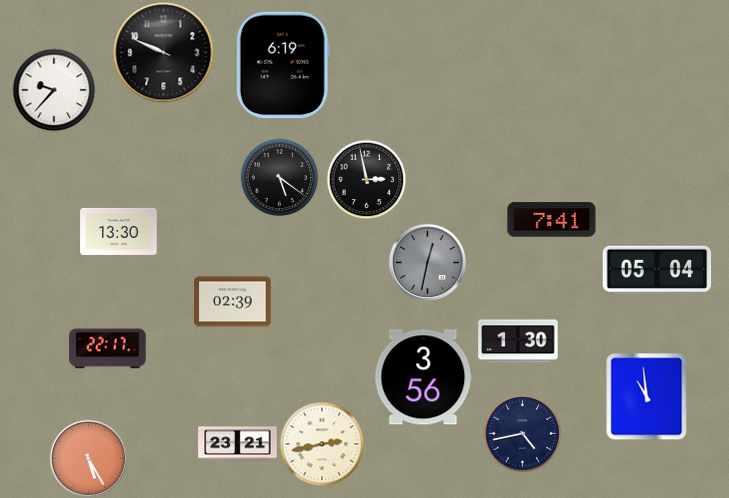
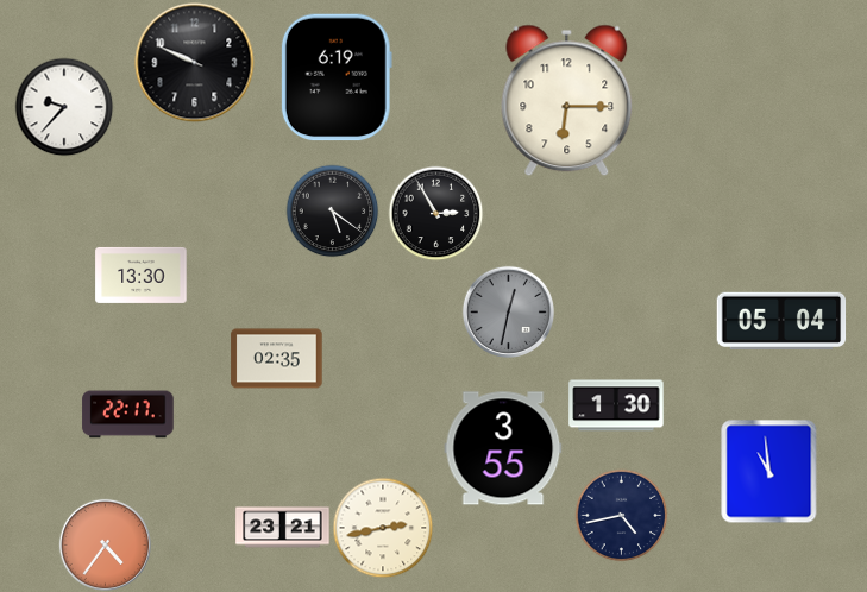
clock at (567, 101): none -> 6:15
clock at (366, 179): 2:58 -> 2:55
clock at (552, 220): 7:41 -> none
clock at (233, 302): 02:39 -> 02:35
clock at (423, 377): 3:56 -> 3:55
clock at (88, 458): 5:25 -> 4:36
